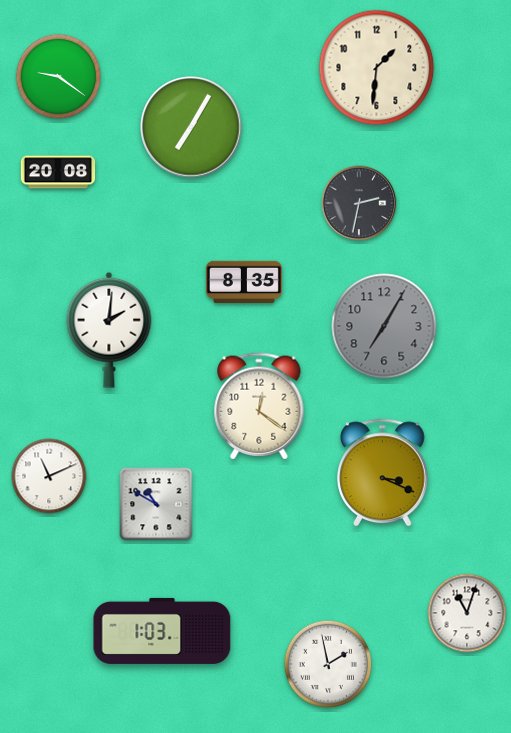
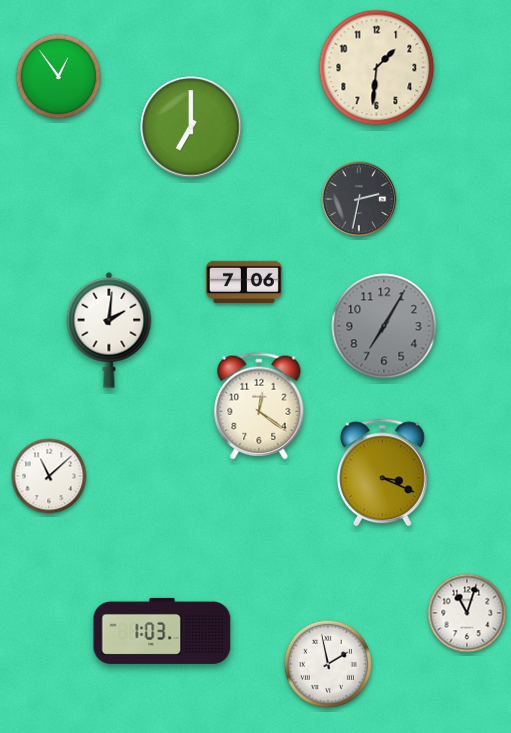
clock at (59, 77): 9:21 -> 12:54
clock at (191, 127): 7:05 -> 7:00
clock at (58, 172): 20:08 -> none
clock at (359, 203) position: (359, 203) -> (359, 199)
clock at (244, 282): 8:35 -> 7:06
clock at (49, 476): 11:11 -> 11:08
clock at (156, 504): 10:50 -> none
